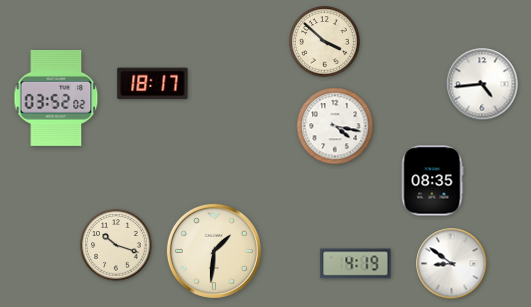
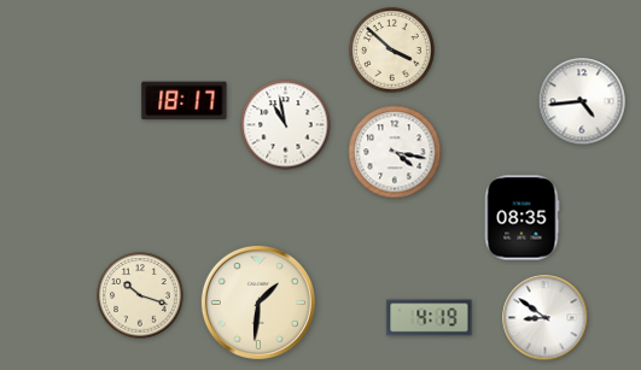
clock at (56, 98): 03:52 -> none
clock at (286, 125): none -> 10:58
clock at (335, 126) position: (335, 126) -> (395, 152)
